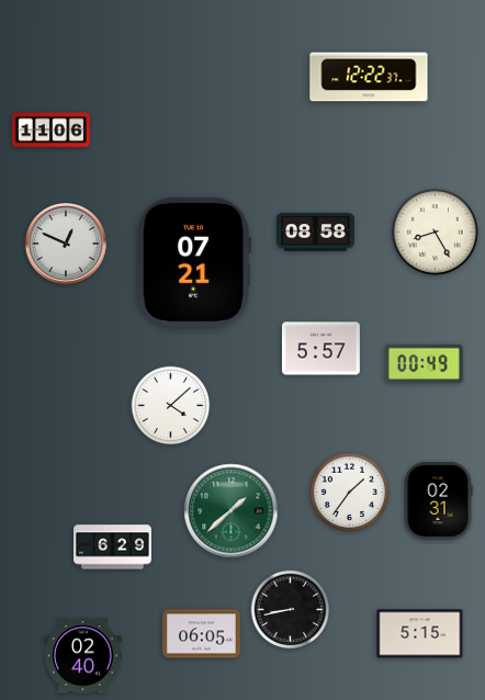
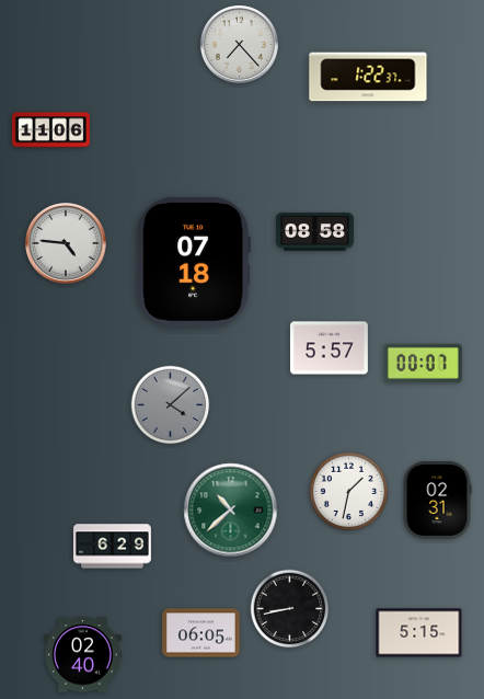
clock at (239, 44): none -> 7:23
clock at (369, 77): 12:22 -> 1:22
clock at (436, 233): 8:25 -> none
clock at (66, 244): 12:49 -> 4:46
clock at (194, 262): 07:21 -> 07:18
clock at (320, 349) position: (320, 349) -> (329, 348)
clock at (424, 363): 00:49 -> 00:07
clock at (171, 406) dial: white -> grey
clock at (350, 493): 1:36 -> 1:32
clock at (232, 511): 1:38 -> 10:38
